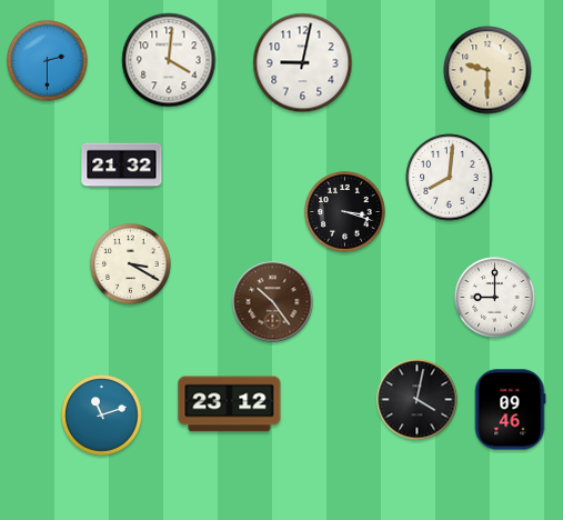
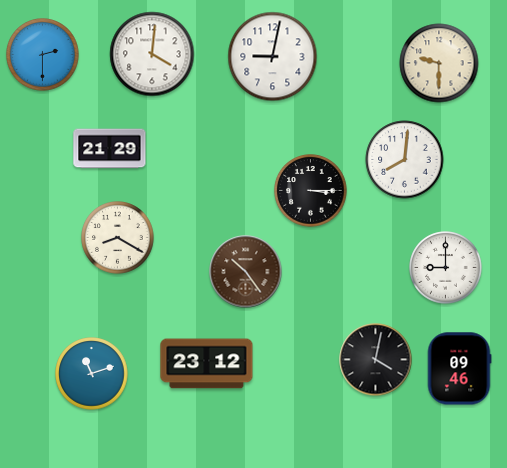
clock at (122, 166): 21:32 -> 21:29
clock at (345, 212): 3:18 -> 3:15
clock at (131, 264): 3:20 -> 8:20
